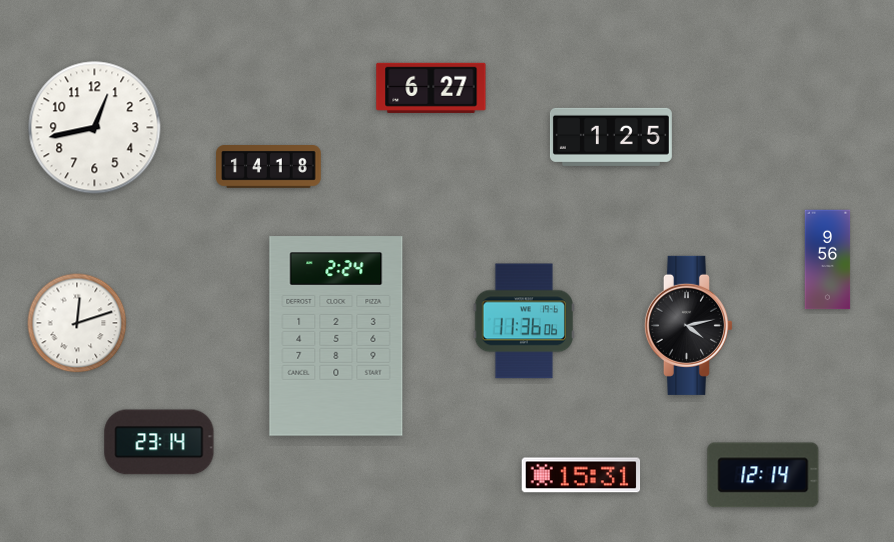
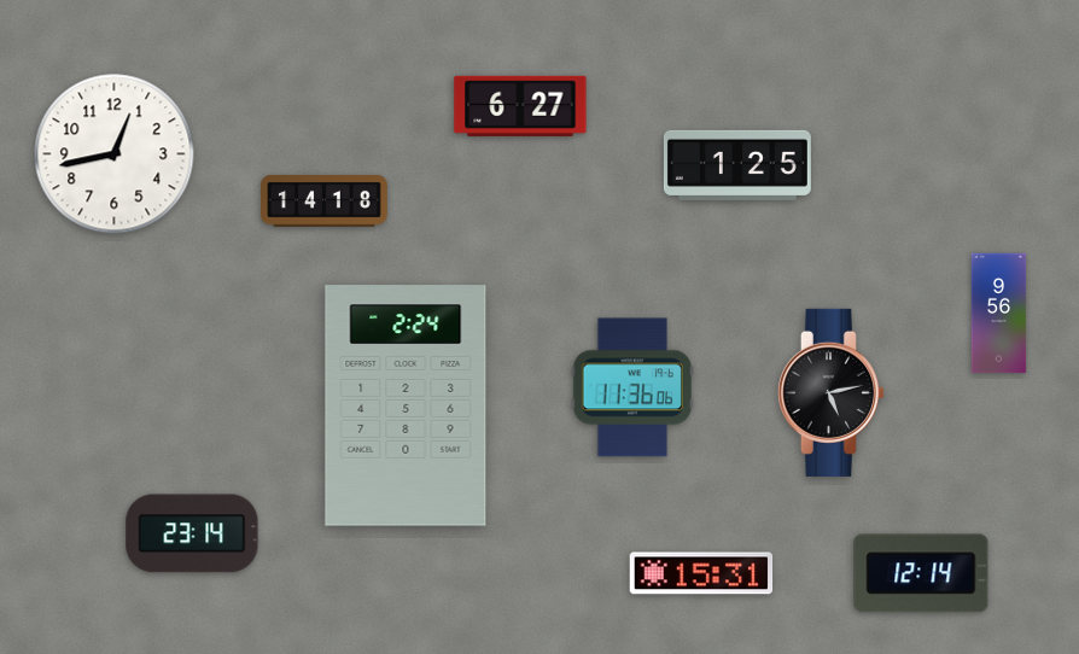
clock at (77, 323): 12:12 -> none
clock at (688, 325): 4:13 -> 5:13
